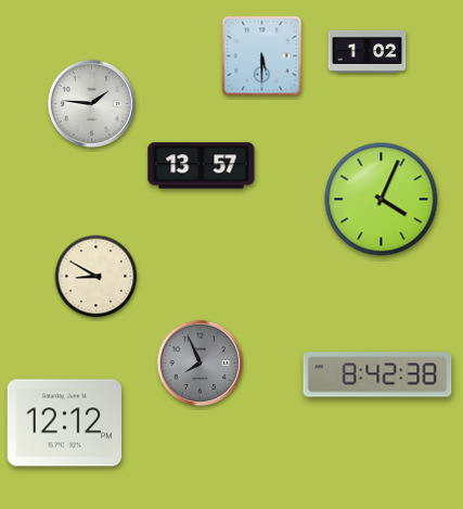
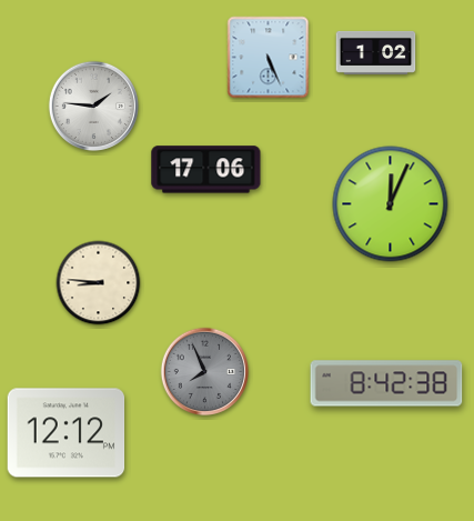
clock at (262, 56): 5:30 -> 5:26
clock at (202, 166): 13:57 -> 17:06
clock at (382, 200): 4:04 -> 12:04
clock at (97, 277): 8:50 -> 8:46
